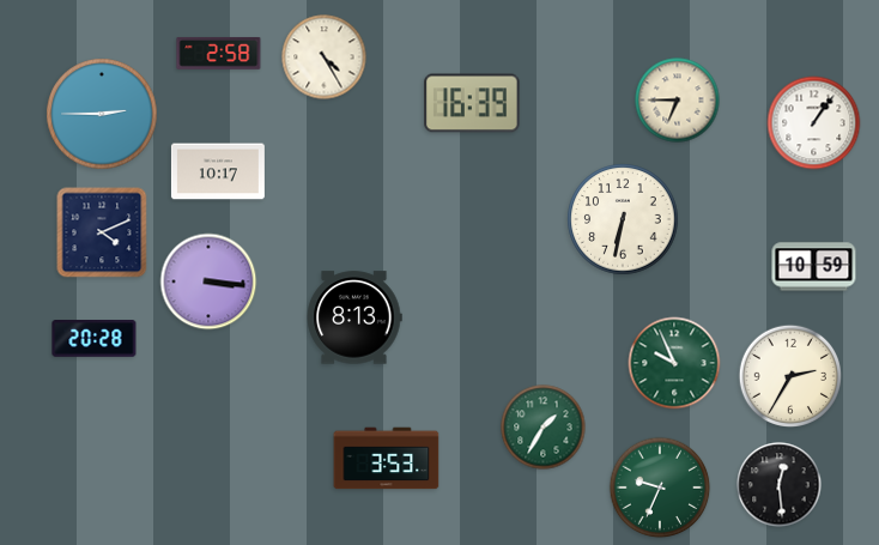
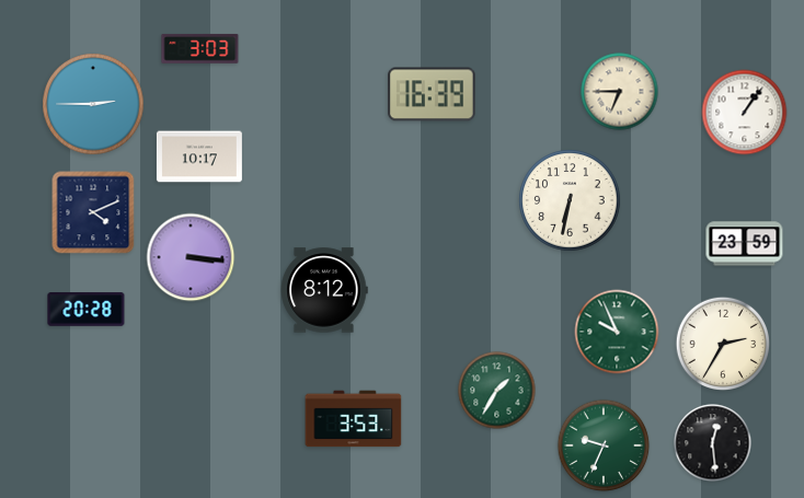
clock at (219, 53): 2:58 -> 3:03
clock at (325, 57): 4:25 -> none
clock at (814, 267): 10:59 -> 23:59
clock at (354, 317): 8:13 -> 8:12
